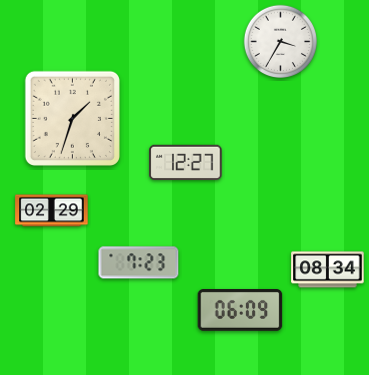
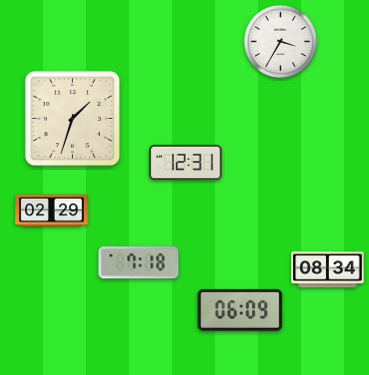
clock at (186, 162): 12:27 -> 12:31
clock at (139, 263): 7:23 -> 7:18
